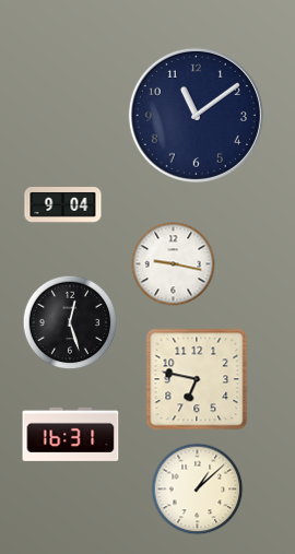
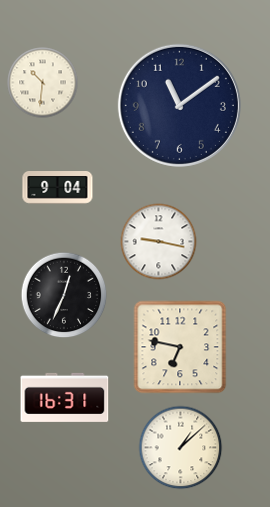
clock at (43, 83): none -> 10:31
clock at (70, 322): 12:27 -> 12:34
